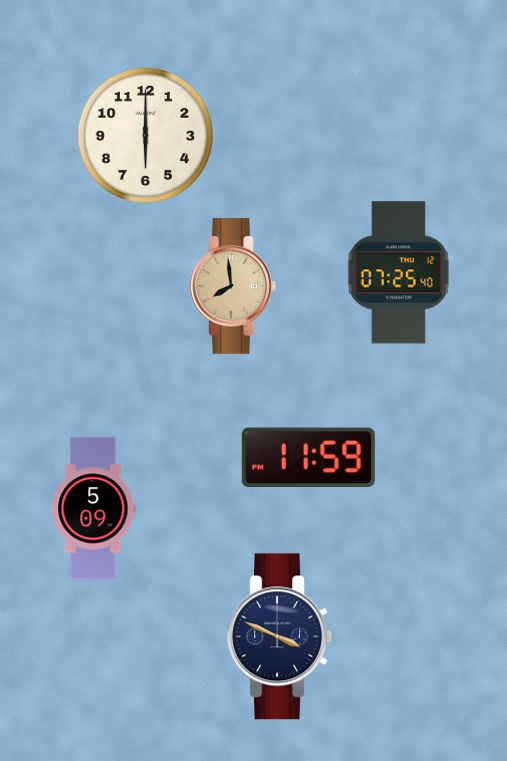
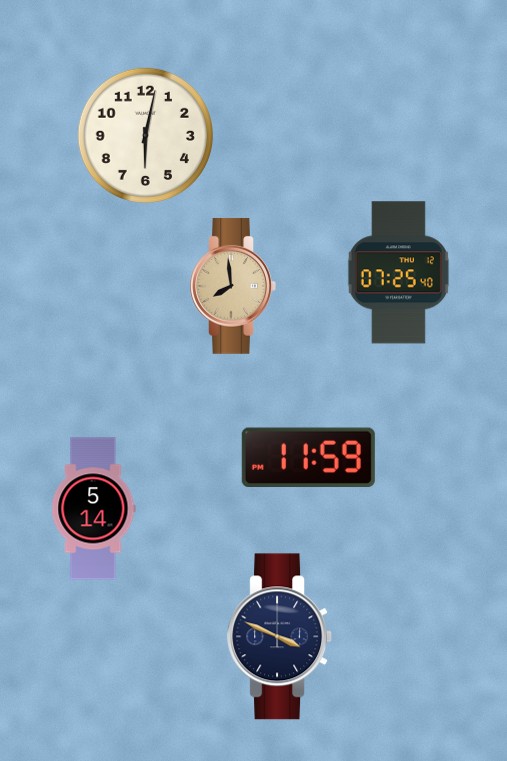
clock at (145, 135): 6:00 -> 6:02
clock at (94, 509): 5:09 -> 5:14
